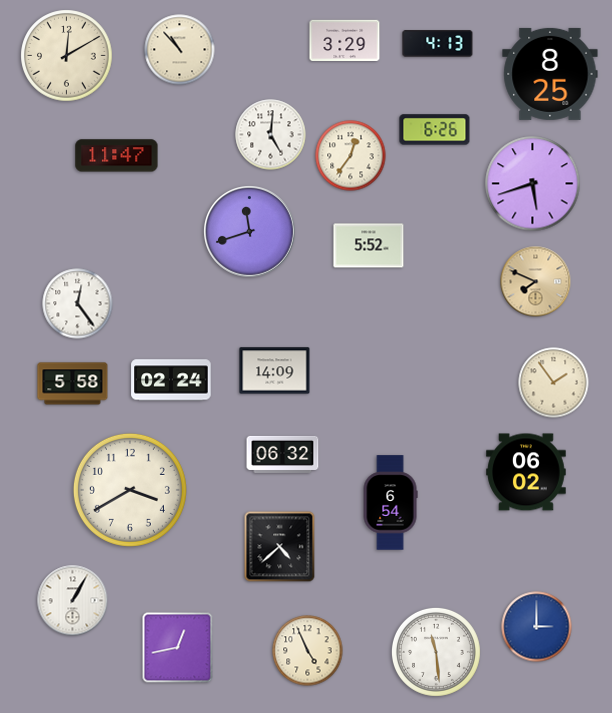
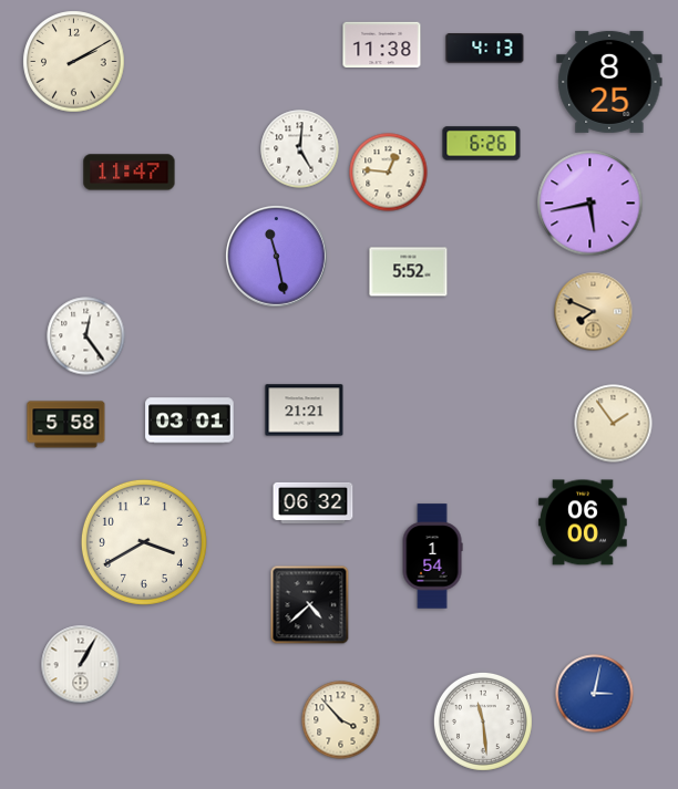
clock at (345, 41): 3:29 -> 11:38
clock at (180, 50): 10:53 -> none
clock at (67, 56): 12:10 -> 2:10
clock at (351, 156): 12:36 -> 12:46
clock at (533, 184): 5:42 -> 5:43
clock at (250, 232): 11:42 -> 11:28
clock at (275, 371): 14:09 -> 21:21
clock at (171, 380): 02:24 -> 03:01
clock at (73, 384) position: (73, 384) -> (66, 425)
clock at (526, 472): 06:02 -> 06:00
clock at (390, 503): 6:54 -> 1:54
clock at (537, 627): 3:00 -> 3:02
clock at (178, 648): 12:43 -> none
clock at (308, 651): 4:56 -> 3:53
